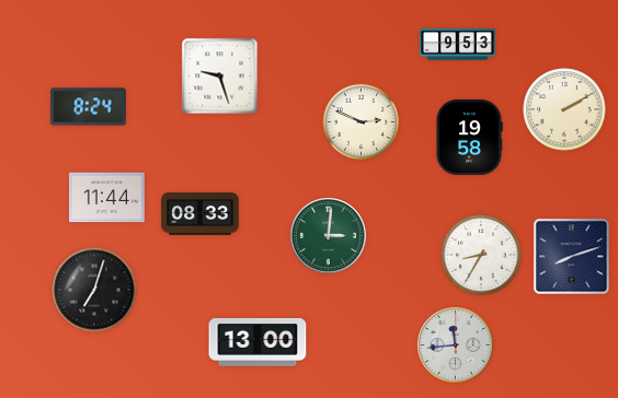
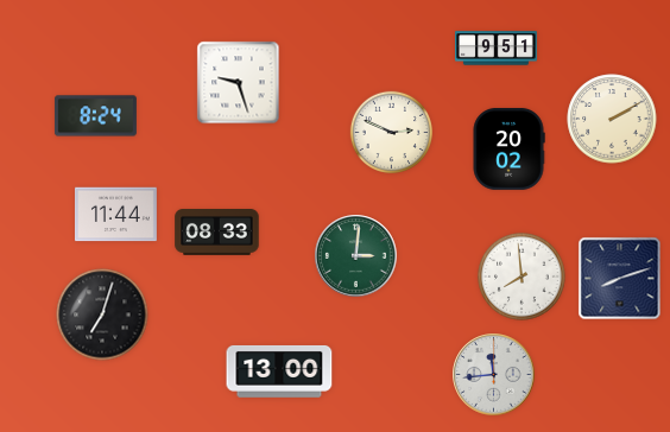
clock at (458, 45): 9:53 -> 9:51
clock at (469, 137): 19:58 -> 20:02
clock at (481, 255): 8:35 -> 7:59
